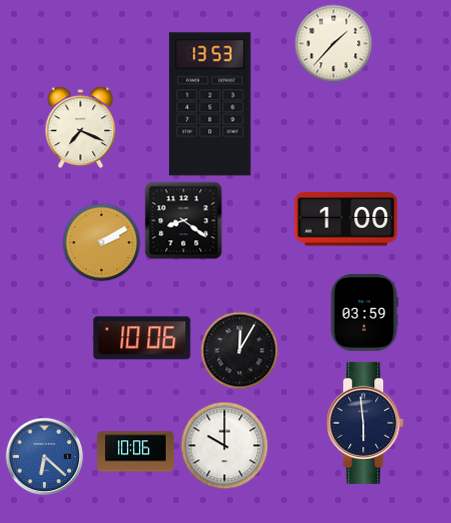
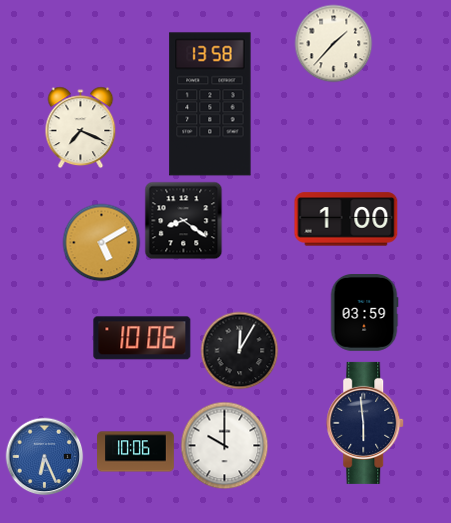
clock at (210, 104): 13:53 -> 13:58
clock at (101, 242): 2:10 -> 5:10
clock at (44, 456): 6:22 -> 6:26
